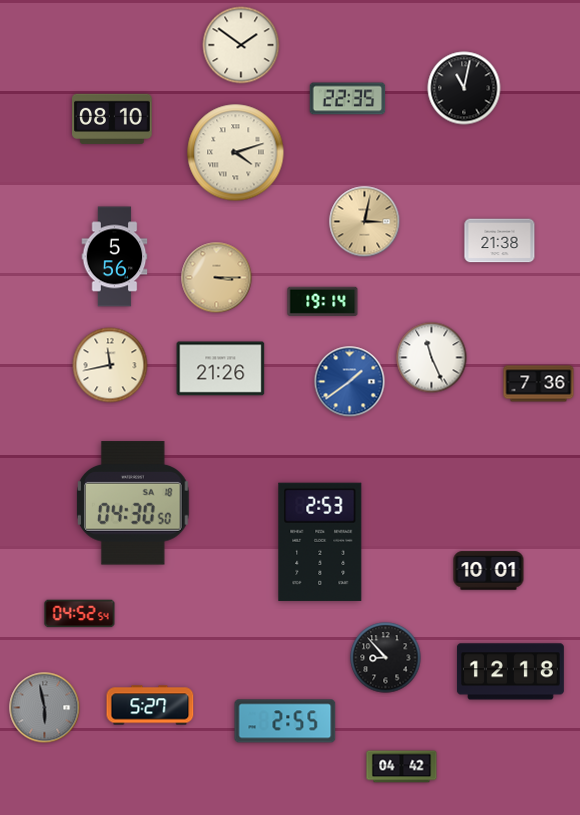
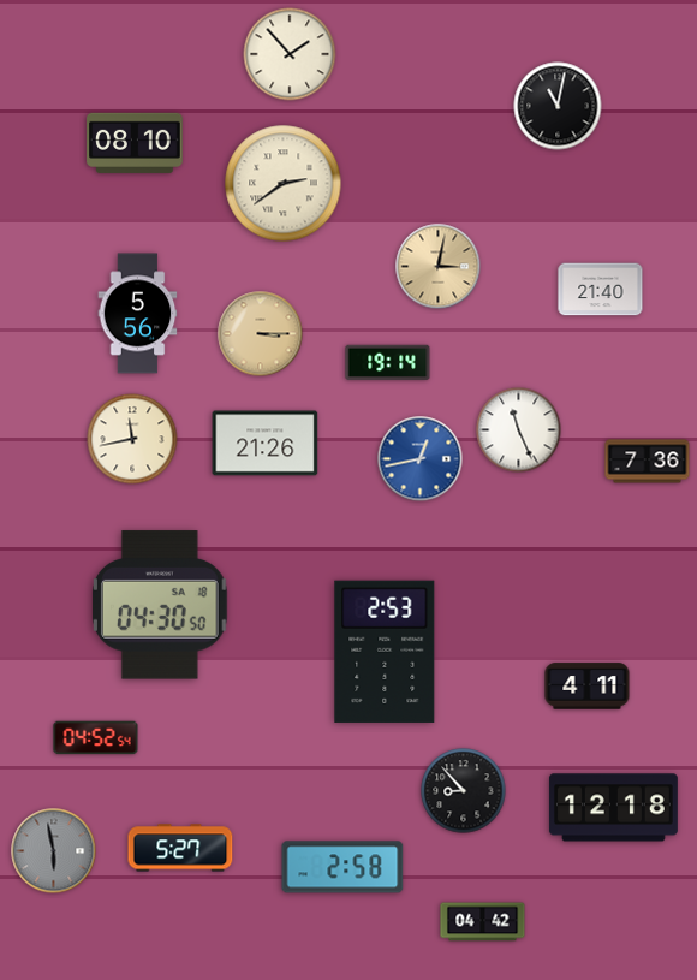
clock at (241, 45): 1:51 -> 1:53
clock at (348, 99): 22:35 -> none
clock at (236, 153): 4:12 -> 2:39
clock at (500, 241): 21:38 -> 21:40
clock at (115, 257) position: (115, 257) -> (138, 314)
clock at (350, 382): 1:39 -> 12:43
clock at (489, 571): 10:01 -> 4:11
clock at (285, 721): 2:55 -> 2:58
